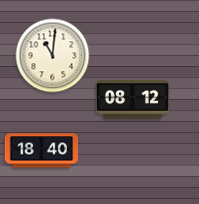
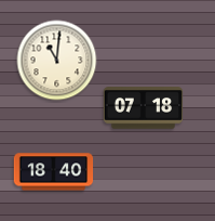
clock at (133, 100): 08:12 -> 07:18
clock at (42, 151) position: (42, 151) -> (54, 172)
